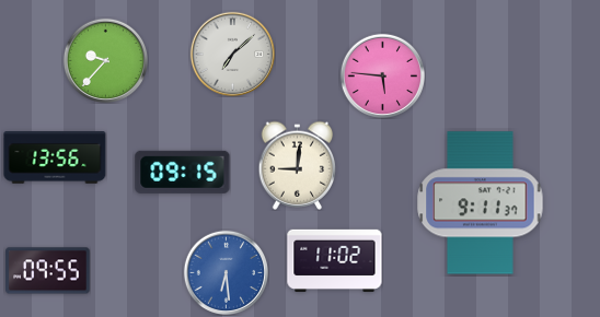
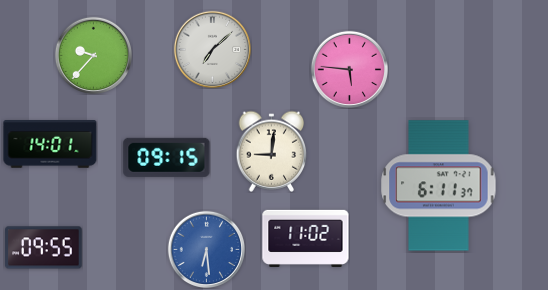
clock at (105, 60) position: (105, 60) -> (93, 55)
clock at (55, 157): 13:56 -> 14:01
clock at (481, 203): 9:11 -> 6:11
